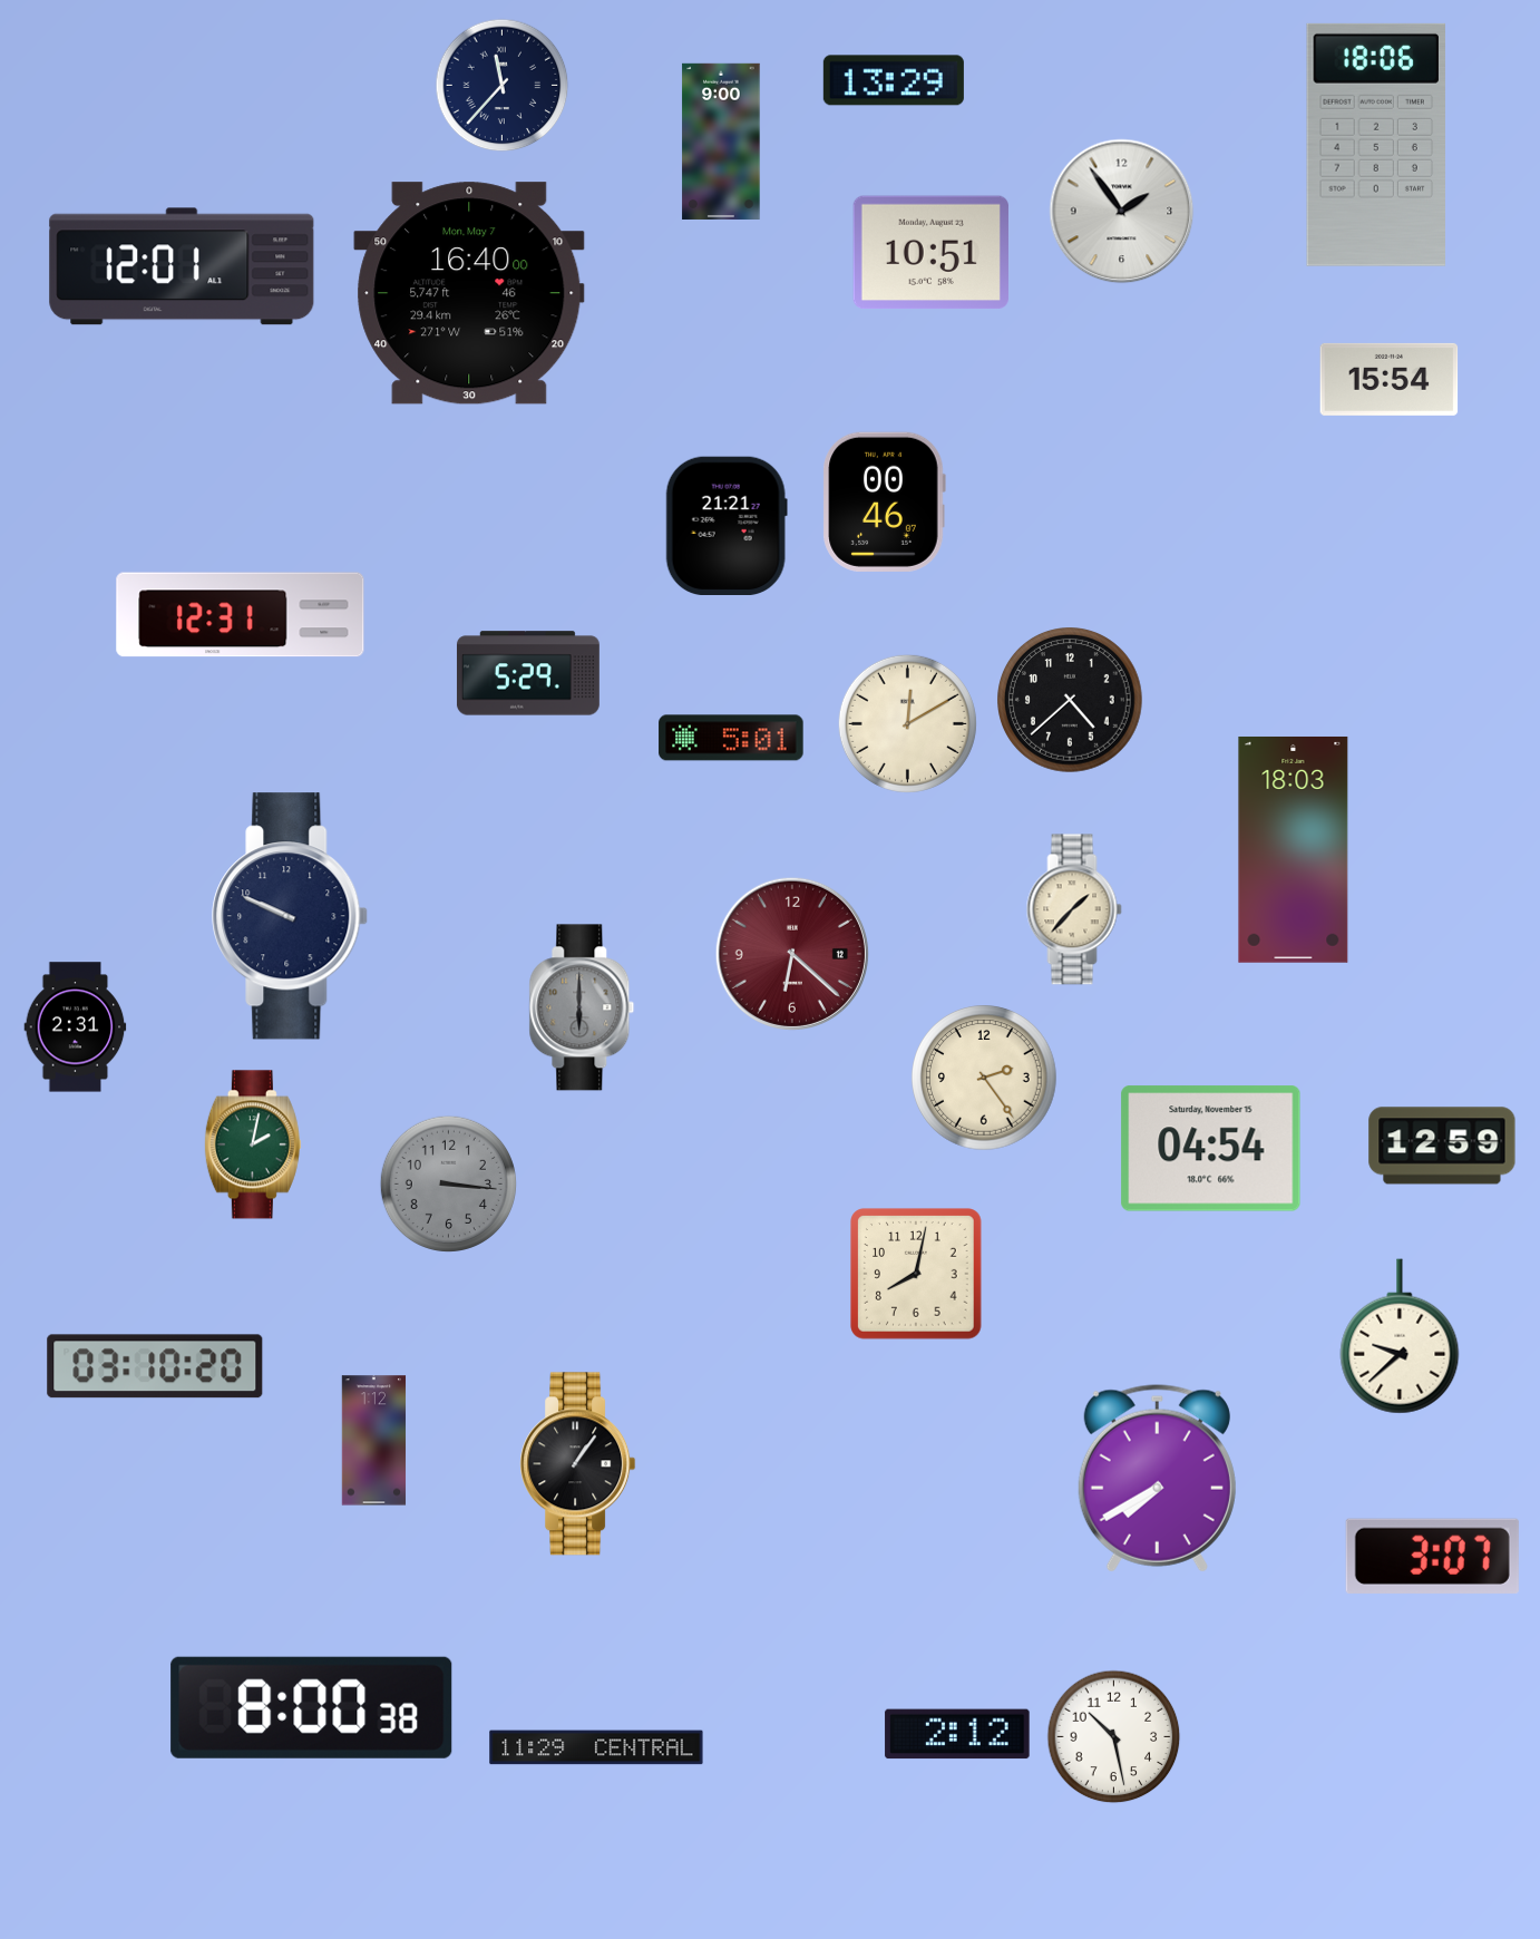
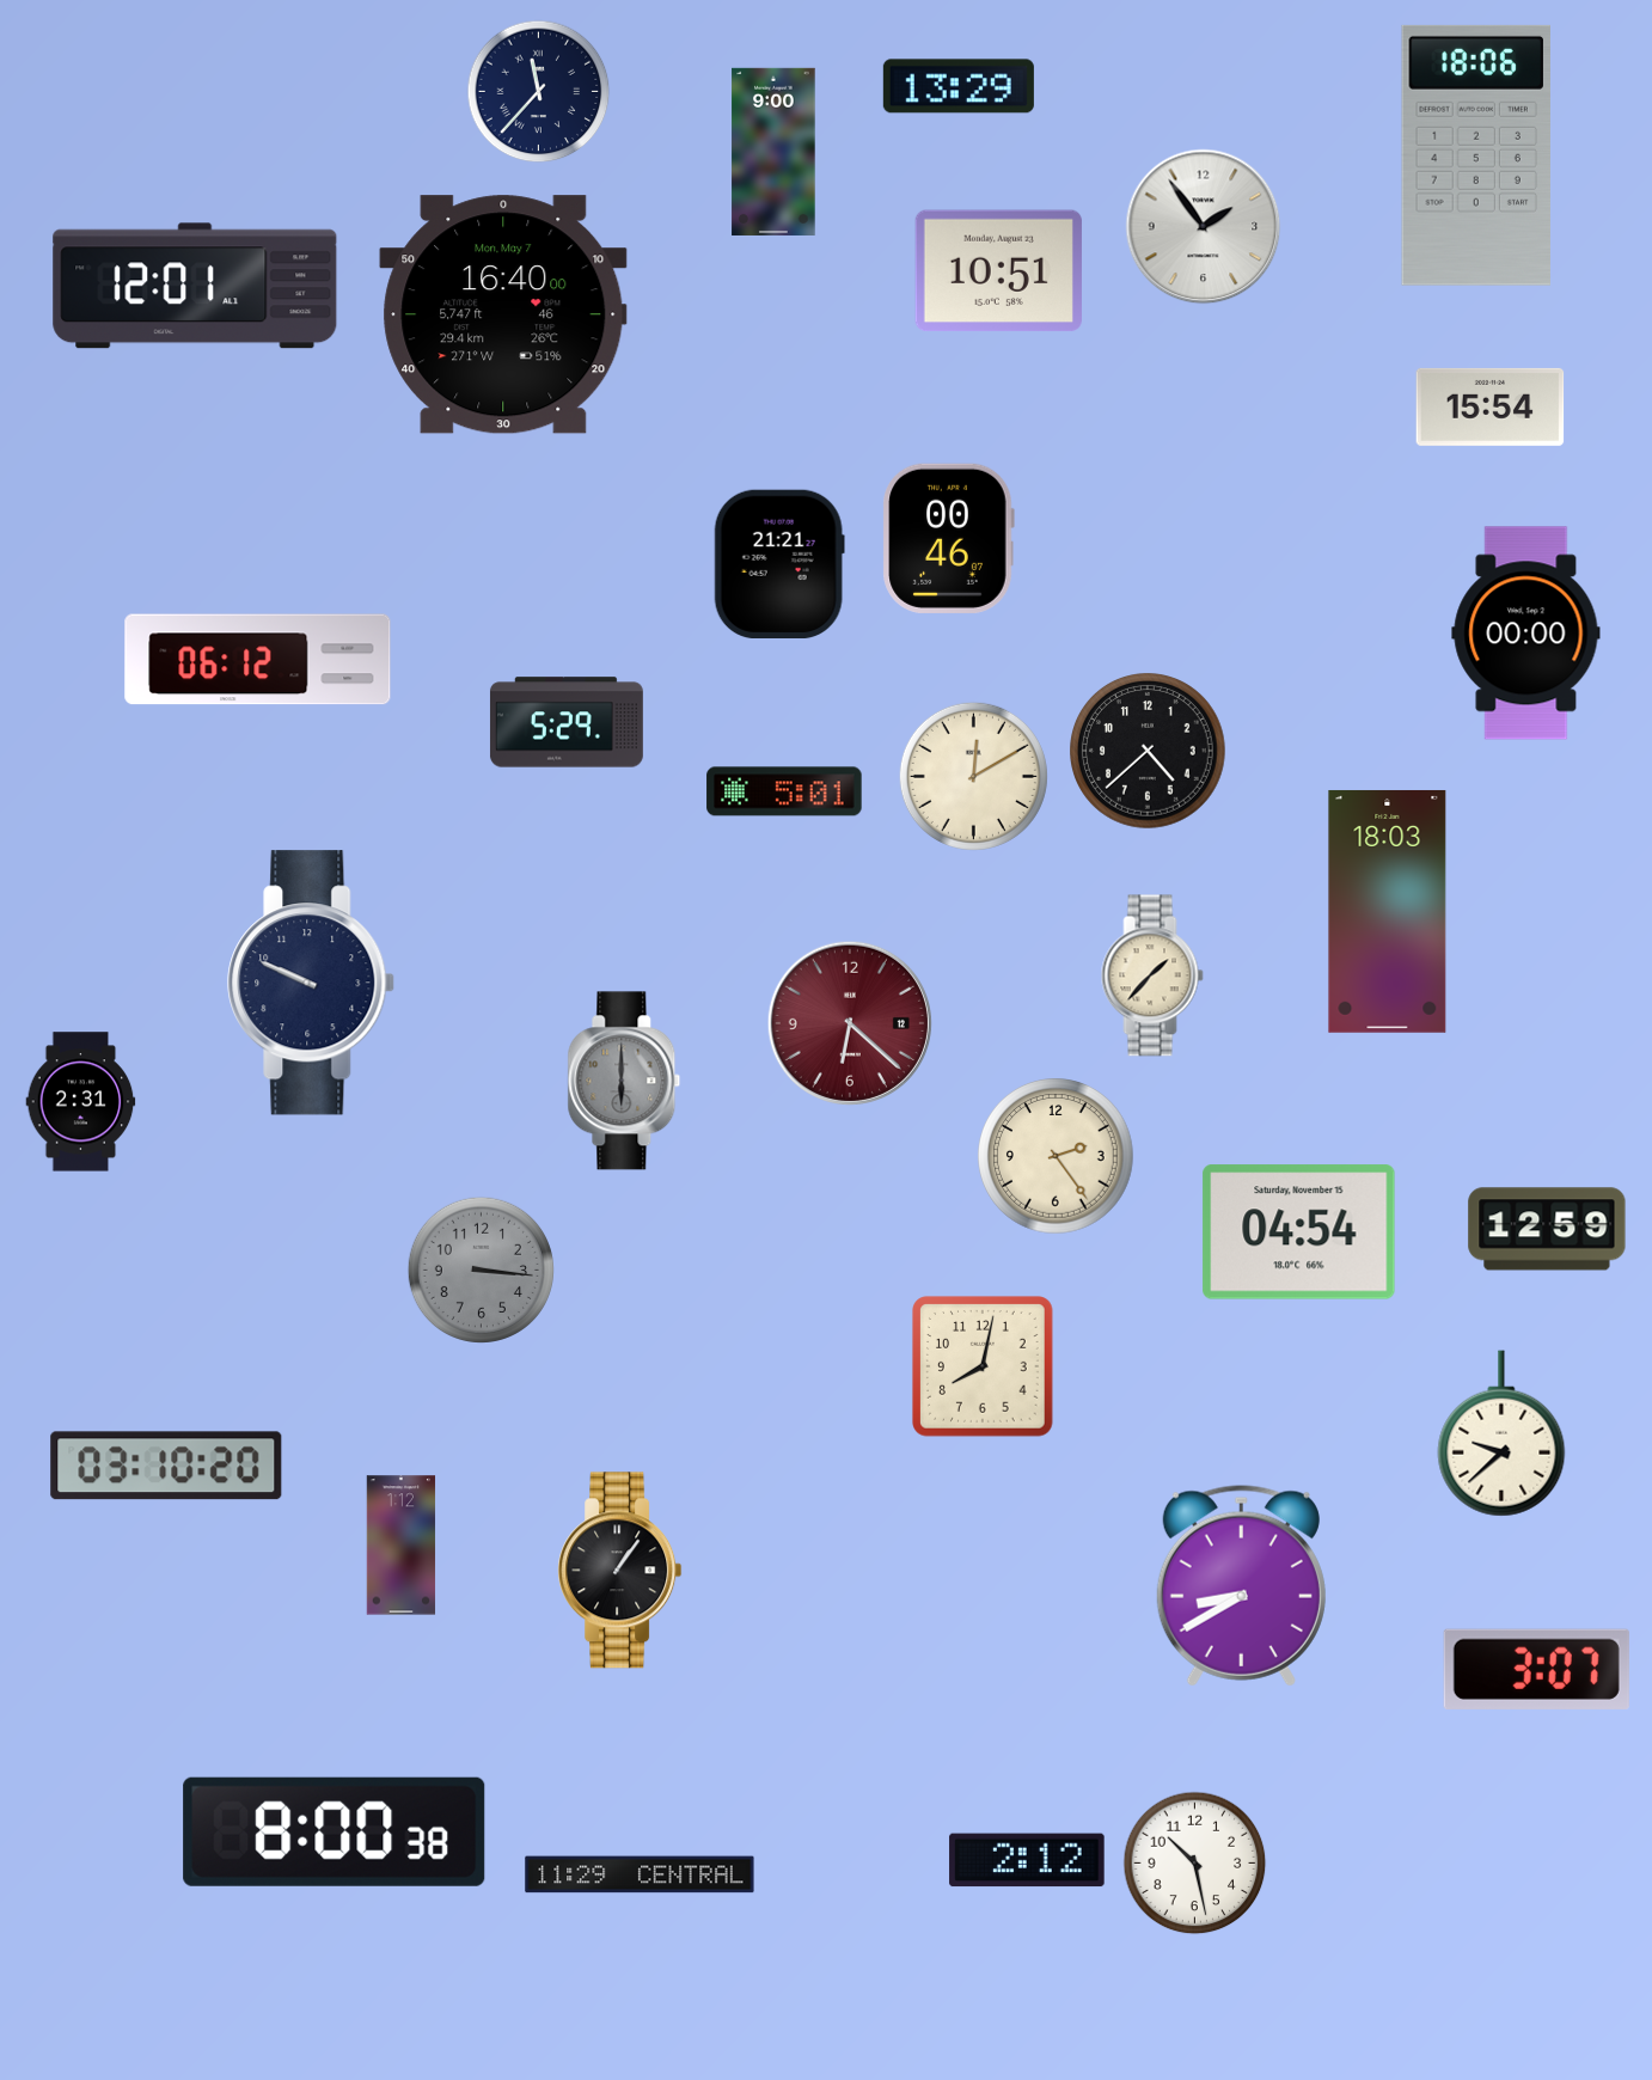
clock at (1526, 634): none -> 00:00
clock at (241, 615): 12:31 -> 06:12
clock at (253, 1144): 2:02 -> none
clock at (1157, 1479): 7:40 -> 8:40
